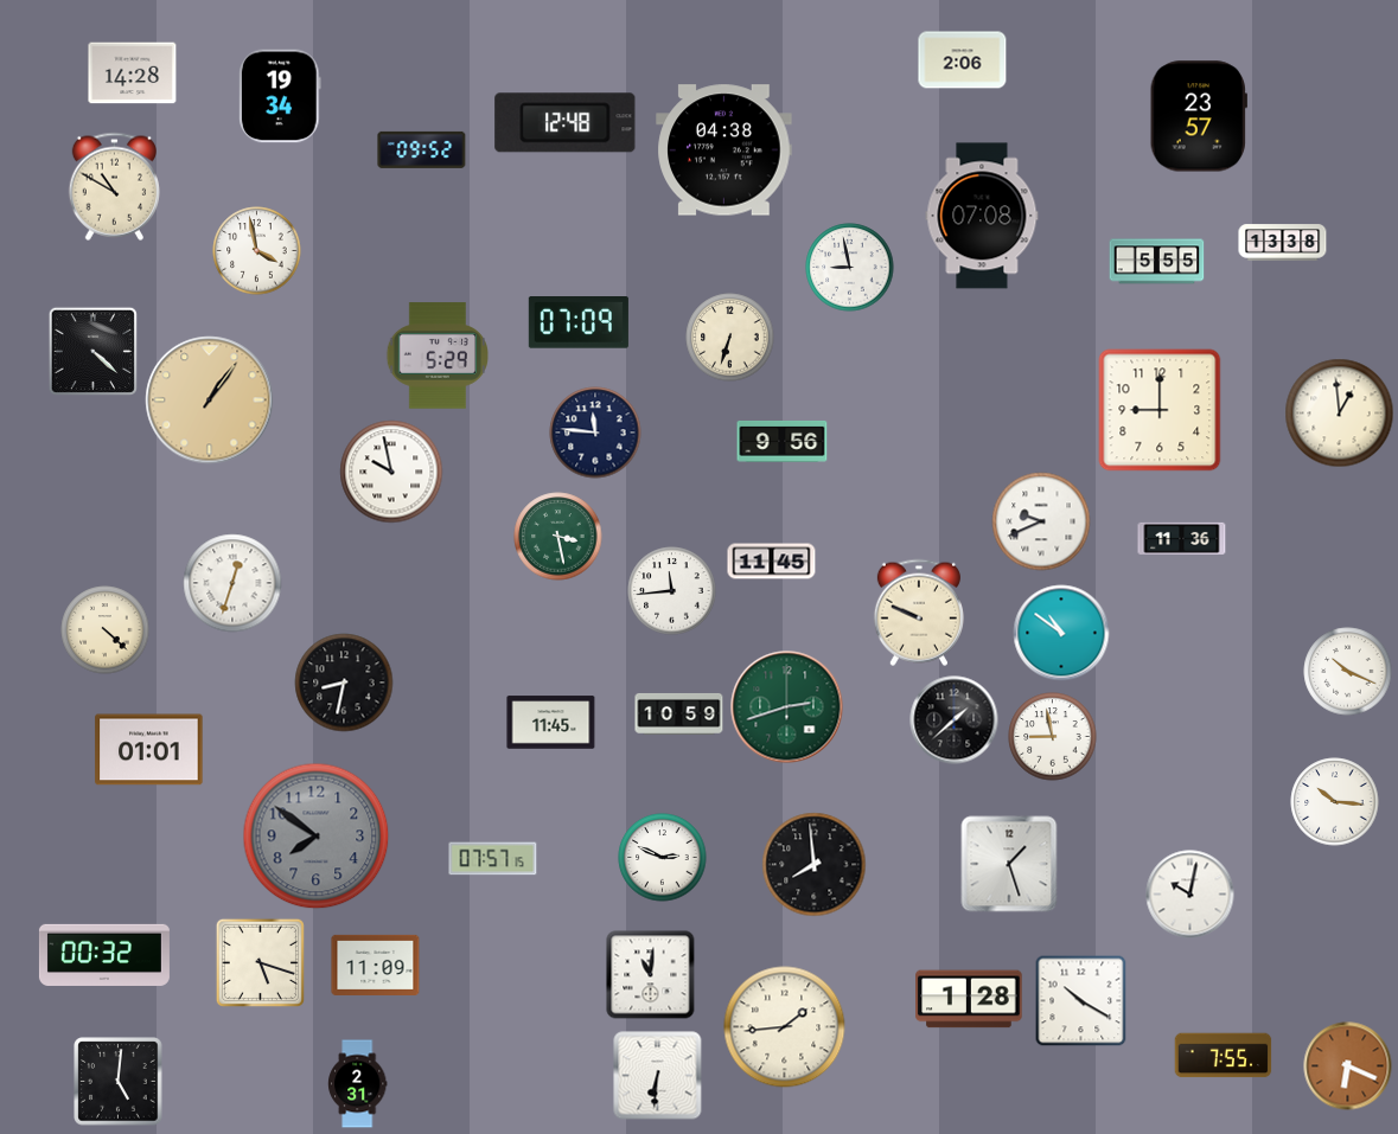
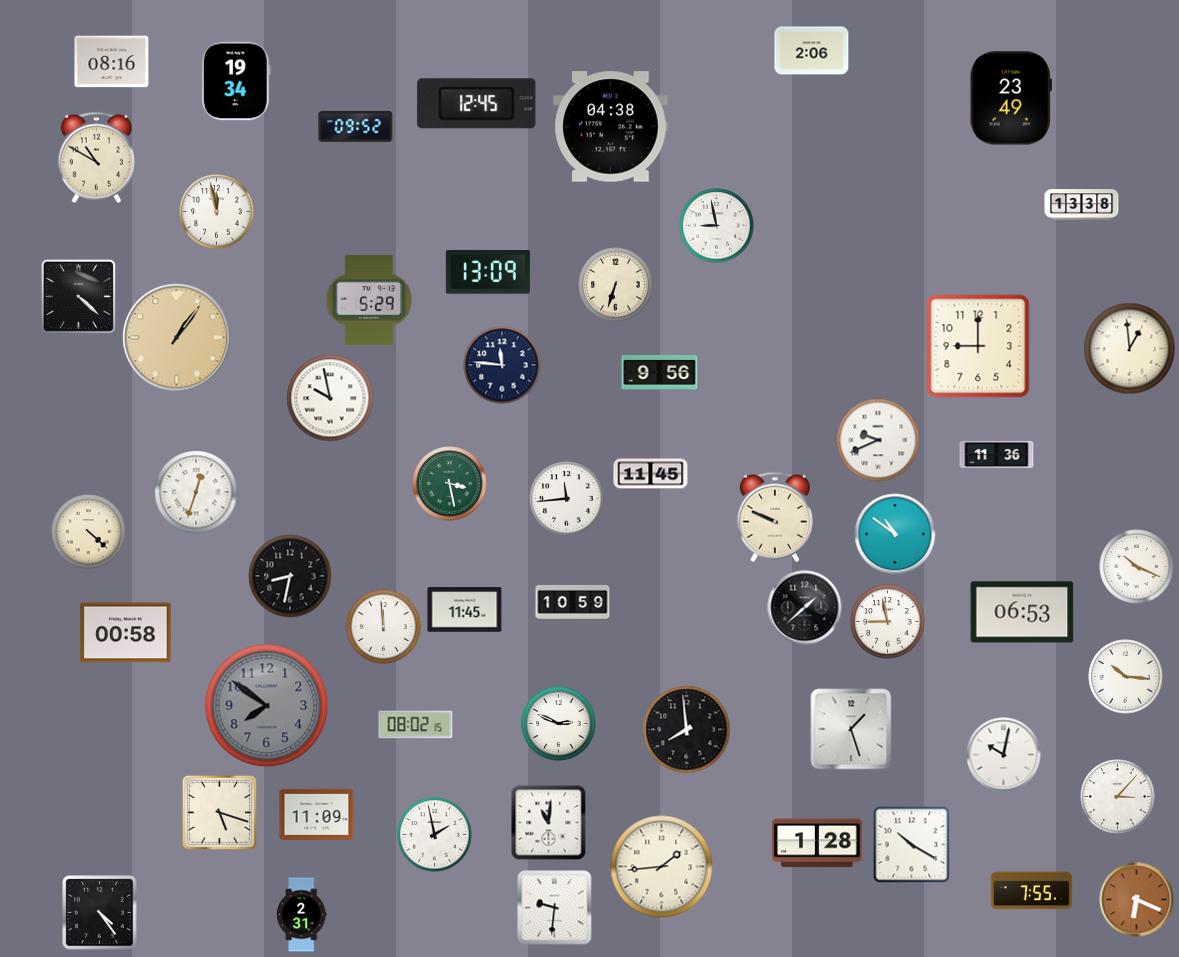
clock at (133, 73): 14:28 -> 08:16
clock at (1199, 116): 23:57 -> 23:49
clock at (566, 123): 12:48 -> 12:45
clock at (982, 216): 07:08 -> none
clock at (257, 251): 3:58 -> 11:58
clock at (1157, 262): 5:55 -> none
clock at (579, 323): 07:09 -> 13:09
clock at (558, 537) position: (558, 537) -> (450, 484)
clock at (787, 707): 2:42 -> none
clock at (1022, 612): none -> 06:53
clock at (384, 627): none -> 11:59
clock at (149, 750): 01:01 -> 00:58
clock at (493, 859): 07:57 -> 08:02
clock at (1118, 797): none -> 3:07
clock at (104, 954): 00:32 -> none
clock at (435, 835): none -> 1:58
clock at (658, 1076): 6:31 -> 9:31
clock at (119, 1082): 5:01 -> 4:24
